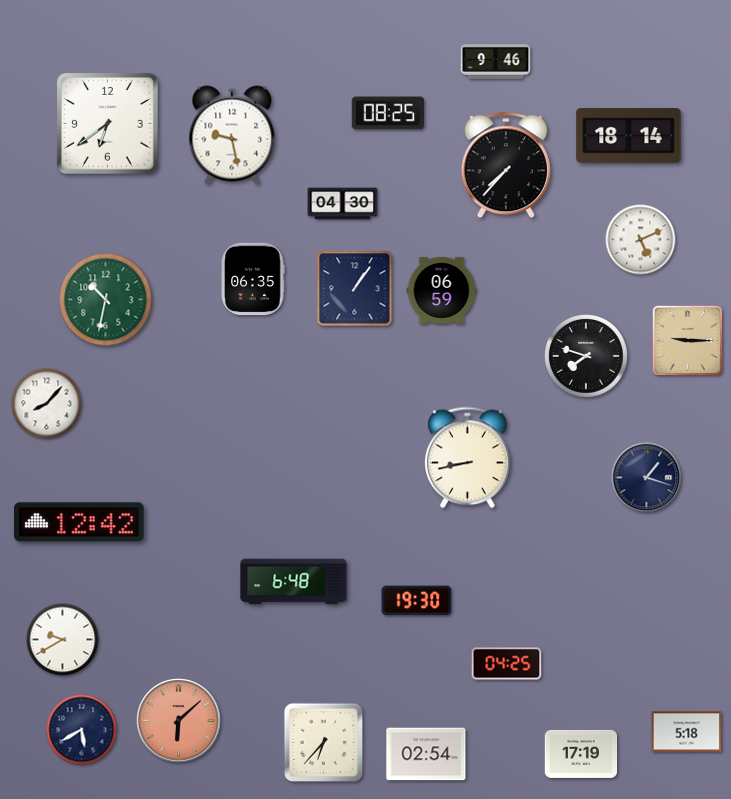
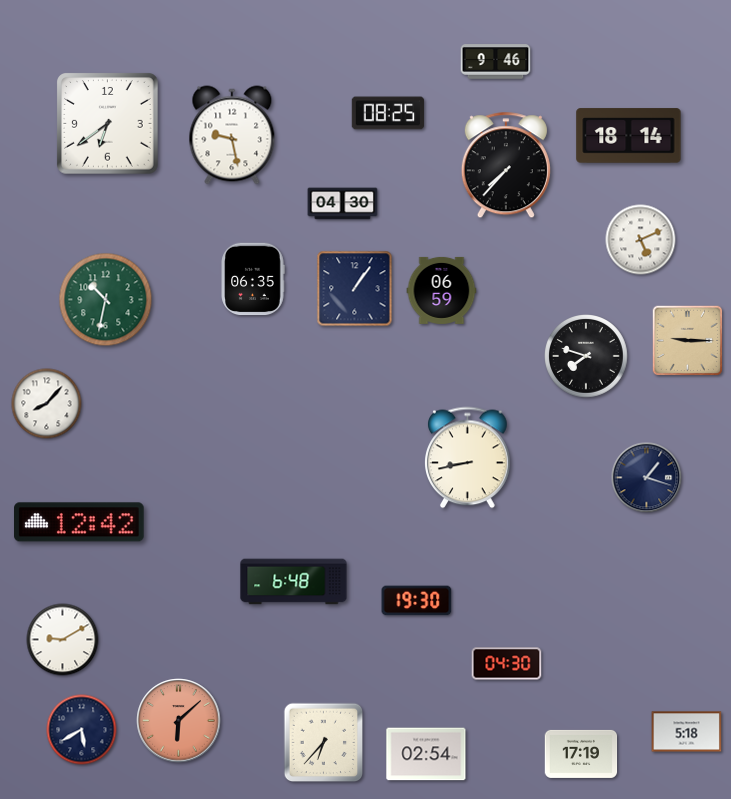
clock at (63, 640): 9:40 -> 9:10
clock at (507, 664): 04:25 -> 04:30
